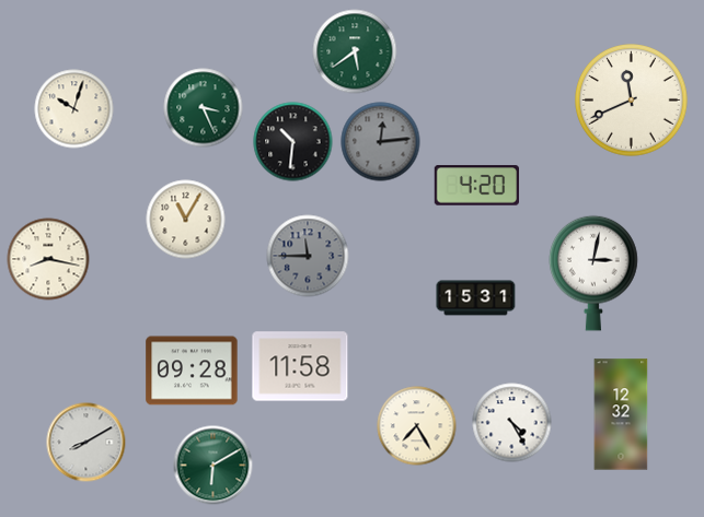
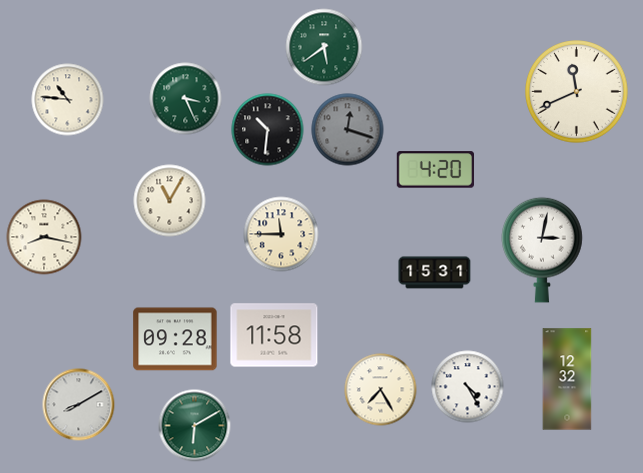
clock at (74, 109): 10:03 -> 10:46
clock at (381, 142): 12:14 -> 12:18
clock at (308, 256) dial: grey -> cream
